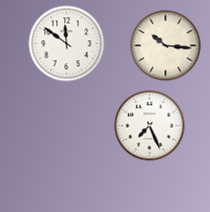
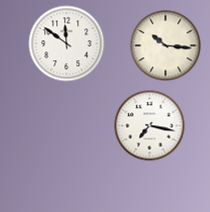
clock at (150, 126): 7:26 -> 7:17
